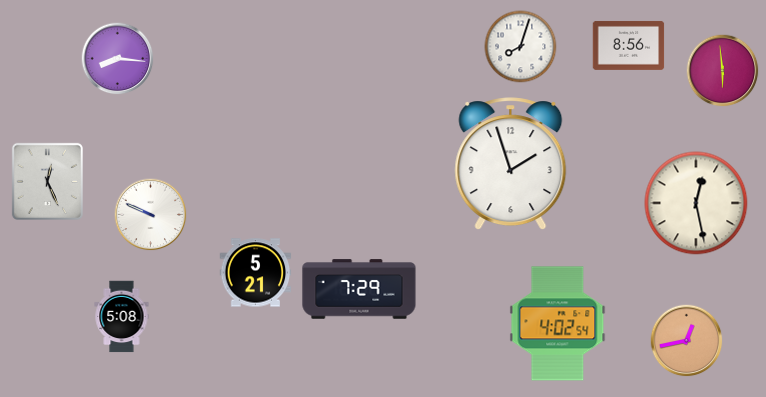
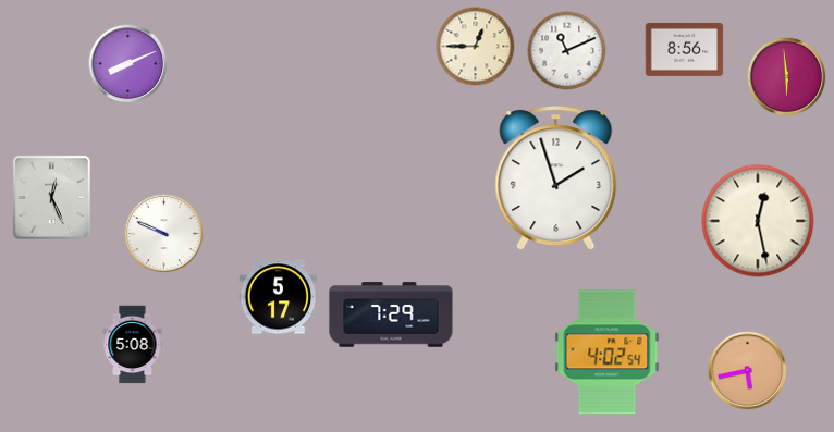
clock at (476, 47): none -> 12:45
clock at (521, 47): 8:03 -> 11:11
clock at (118, 59): 8:16 -> 8:11
clock at (256, 273): 5:21 -> 5:17
clock at (687, 341): 12:43 -> 5:43
